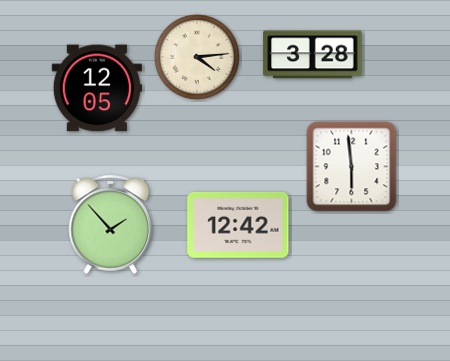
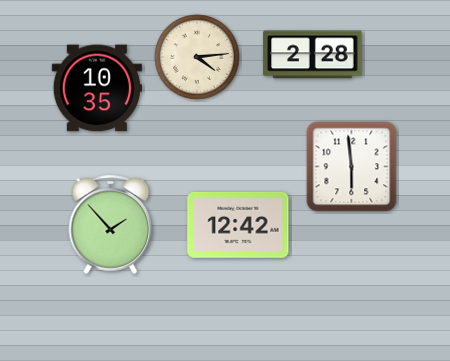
clock at (313, 55): 3:28 -> 2:28
clock at (97, 88): 12:05 -> 10:35
